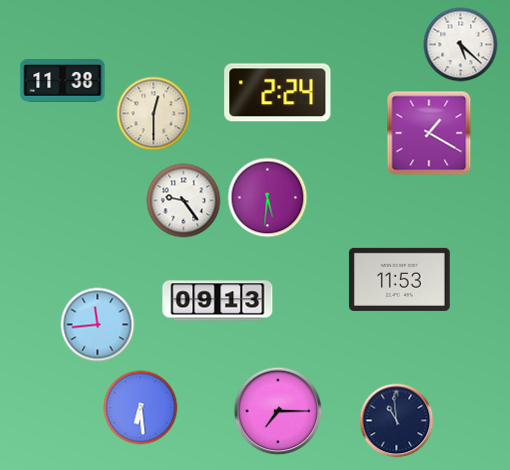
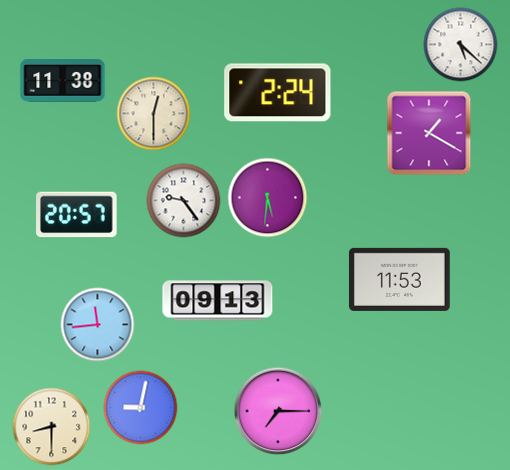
clock at (77, 215): none -> 20:57
clock at (141, 408): 6:29 -> 9:02
clock at (397, 421): 10:59 -> none
clock at (52, 427): none -> 8:30
